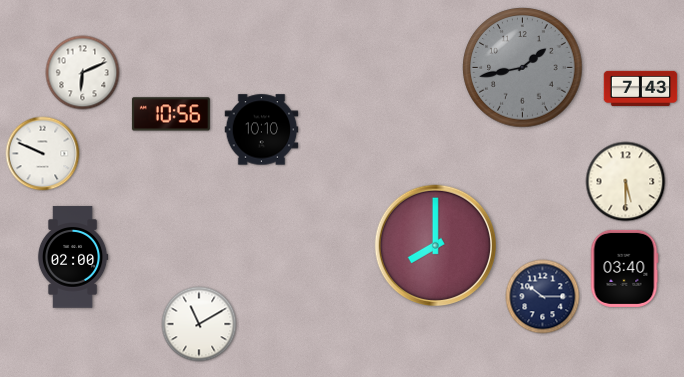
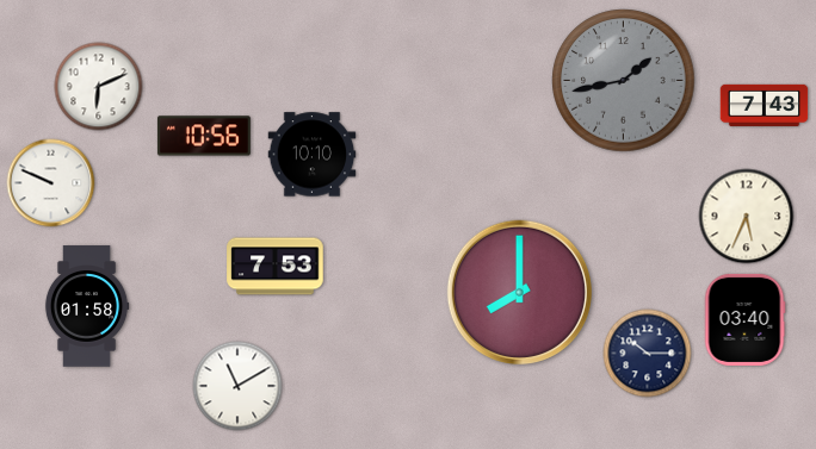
clock at (626, 182): 5:30 -> 5:34
clock at (276, 267): none -> 7:53
clock at (73, 257): 02:00 -> 01:58
